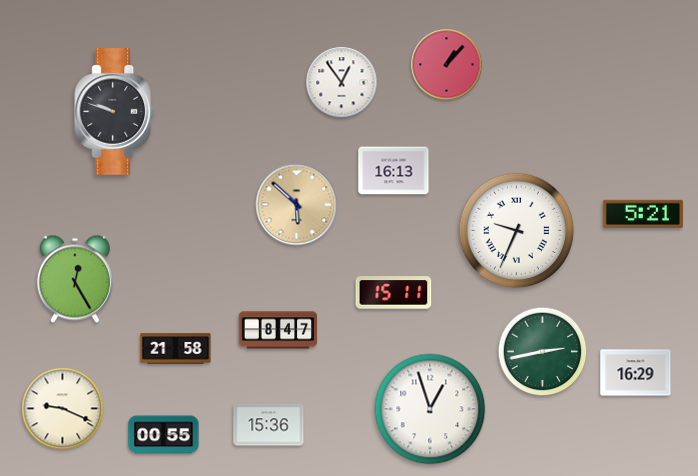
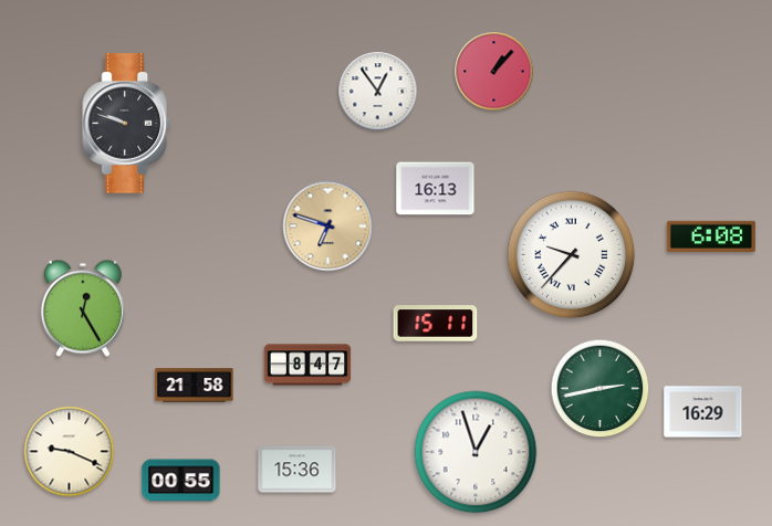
clock at (297, 205): 5:52 -> 6:48
clock at (643, 214): 5:21 -> 6:08
clock at (517, 231): 9:34 -> 9:37
